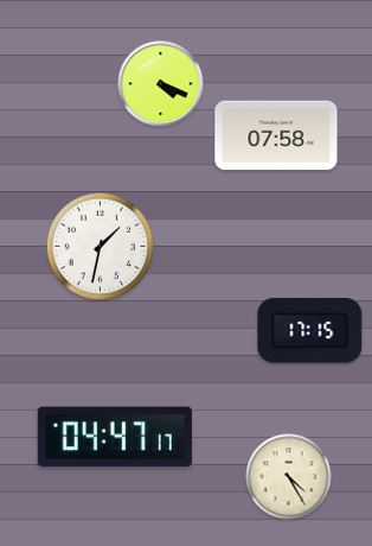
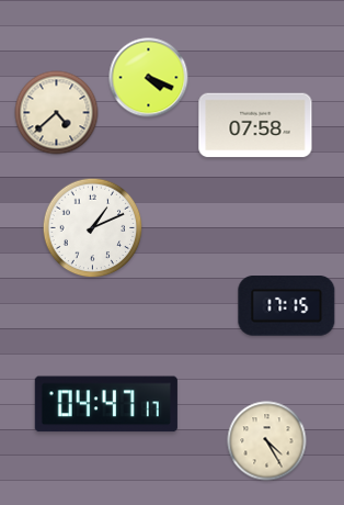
clock at (57, 113): none -> 4:38
clock at (101, 247): 1:32 -> 1:11
